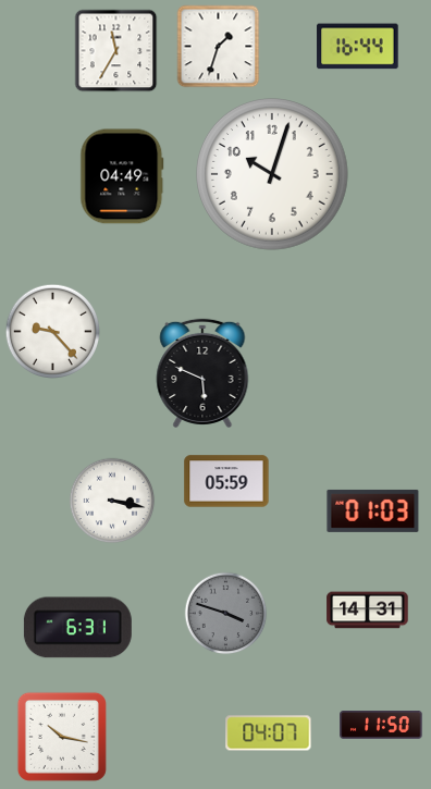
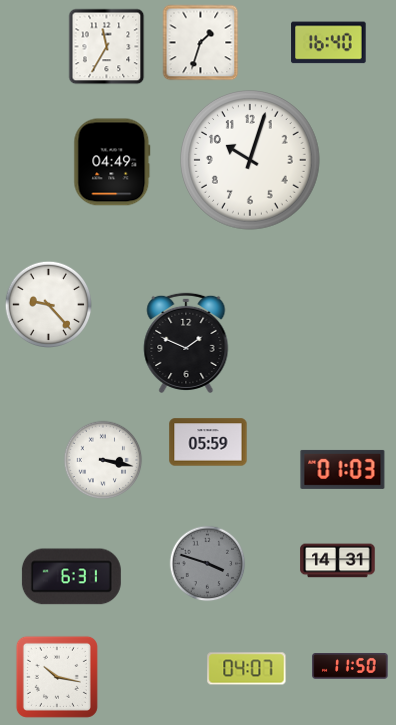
clock at (358, 47): 16:44 -> 16:40
clock at (202, 373): 5:49 -> 1:49
clock at (269, 733) position: (269, 733) -> (247, 669)
